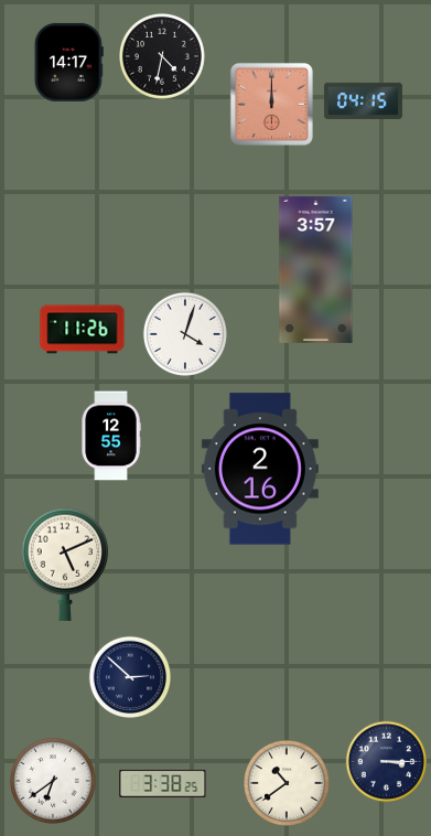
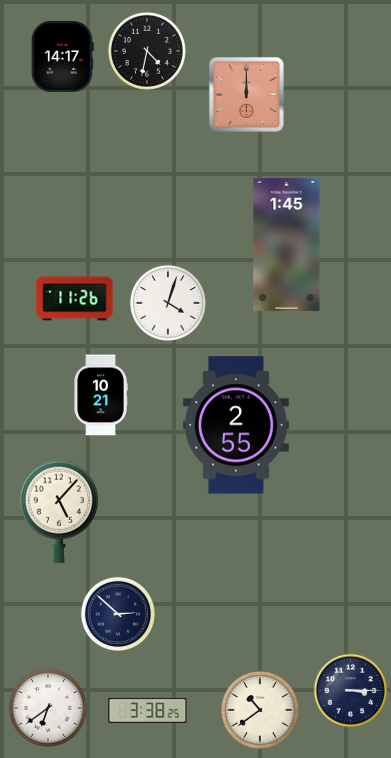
clock at (363, 100): 04:15 -> none
clock at (316, 269): 3:57 -> 1:45
clock at (111, 436): 12:55 -> 10:21
clock at (260, 469): 2:16 -> 2:55
clock at (65, 565): 5:11 -> 5:07
